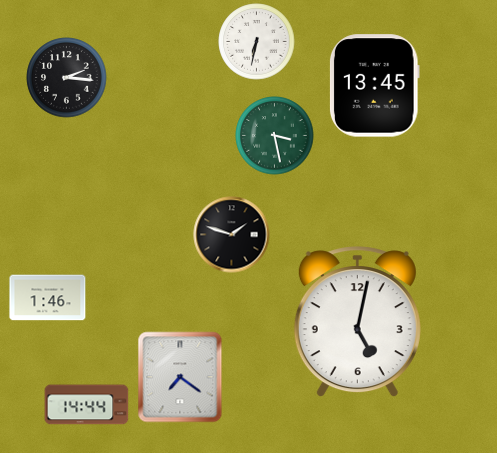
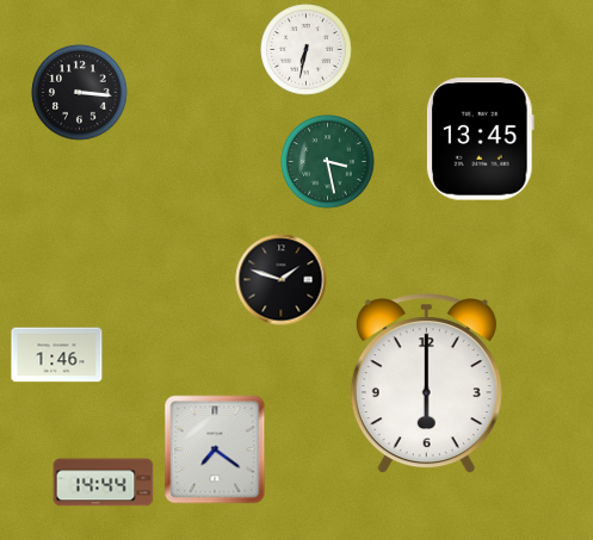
clock at (67, 78): 2:16 -> 3:16
clock at (374, 86) position: (374, 86) -> (480, 139)
clock at (232, 235) position: (232, 235) -> (282, 280)
clock at (357, 322): 5:02 -> 6:00
